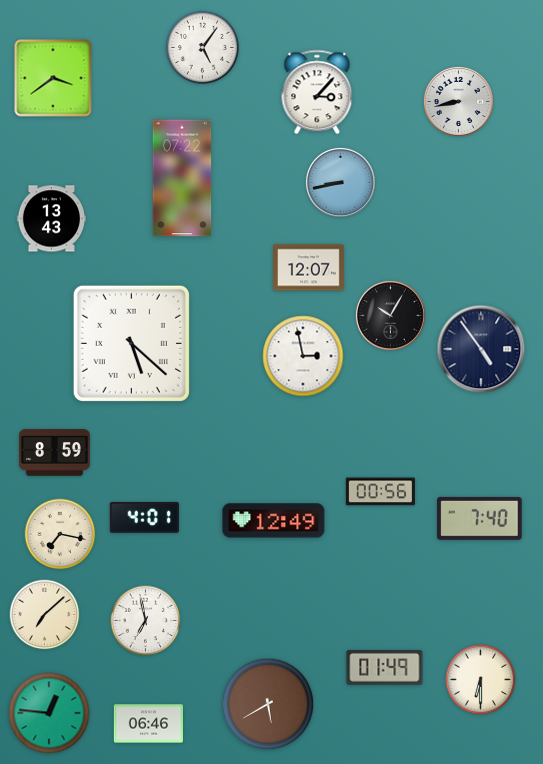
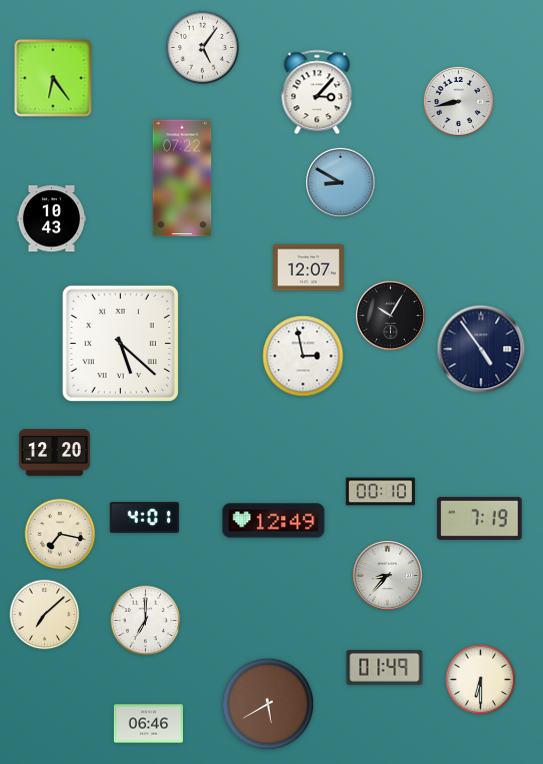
clock at (53, 78): 3:39 -> 6:24
clock at (340, 182): 8:43 -> 8:50
clock at (51, 219): 13:43 -> 10:43
clock at (131, 343) position: (131, 343) -> (120, 343)
clock at (55, 453): 8:59 -> 12:20
clock at (380, 492): 00:56 -> 00:10
clock at (480, 518): 7:40 -> 7:19
clock at (387, 575): none -> 8:37
clock at (146, 621): 6:58 -> 7:00
clock at (49, 713): 12:46 -> none
